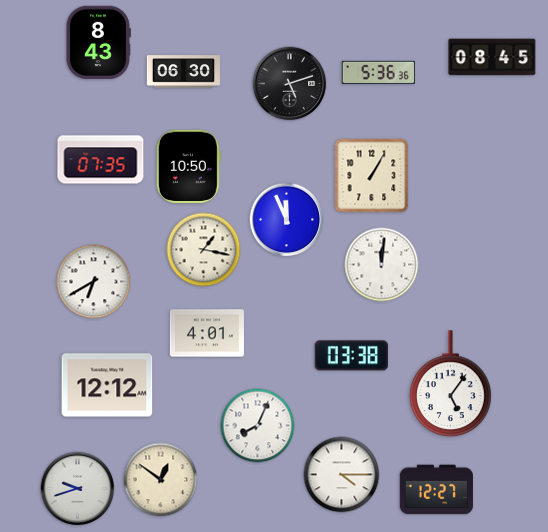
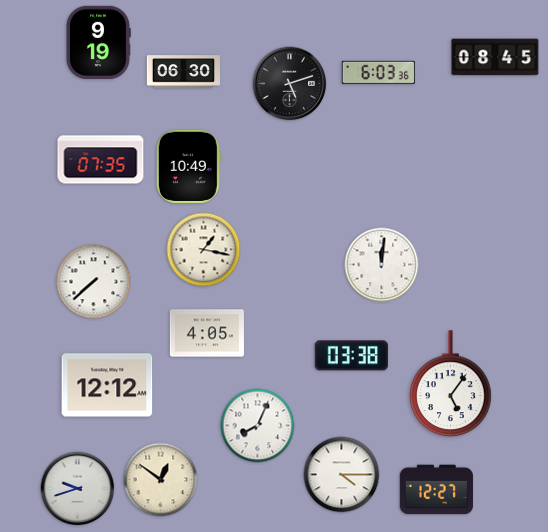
clock at (99, 42): 8:43 -> 9:19
clock at (492, 57) position: (492, 57) -> (495, 57)
clock at (378, 72): 5:36 -> 6:03
clock at (188, 166): 10:50 -> 10:49
clock at (372, 176): 1:05 -> none
clock at (287, 220): 11:56 -> none
clock at (94, 282): 6:40 -> 7:38
clock at (207, 333): 4:01 -> 4:05
